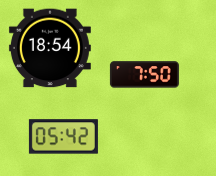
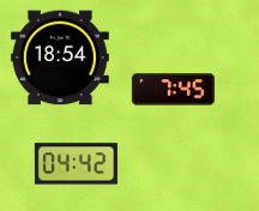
clock at (144, 75): 7:50 -> 7:45
clock at (63, 137): 05:42 -> 04:42
